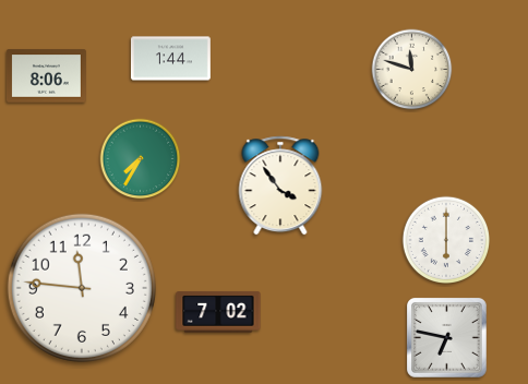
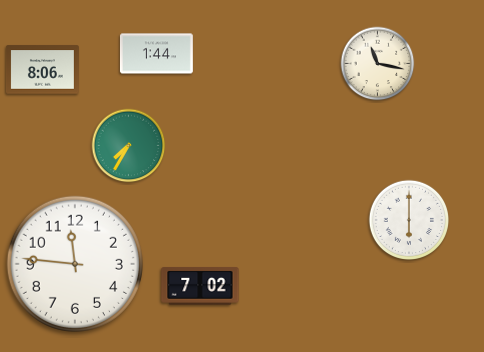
clock at (412, 70): 11:48 -> 11:17
clock at (280, 185): 3:54 -> none
clock at (447, 338): 6:47 -> none
